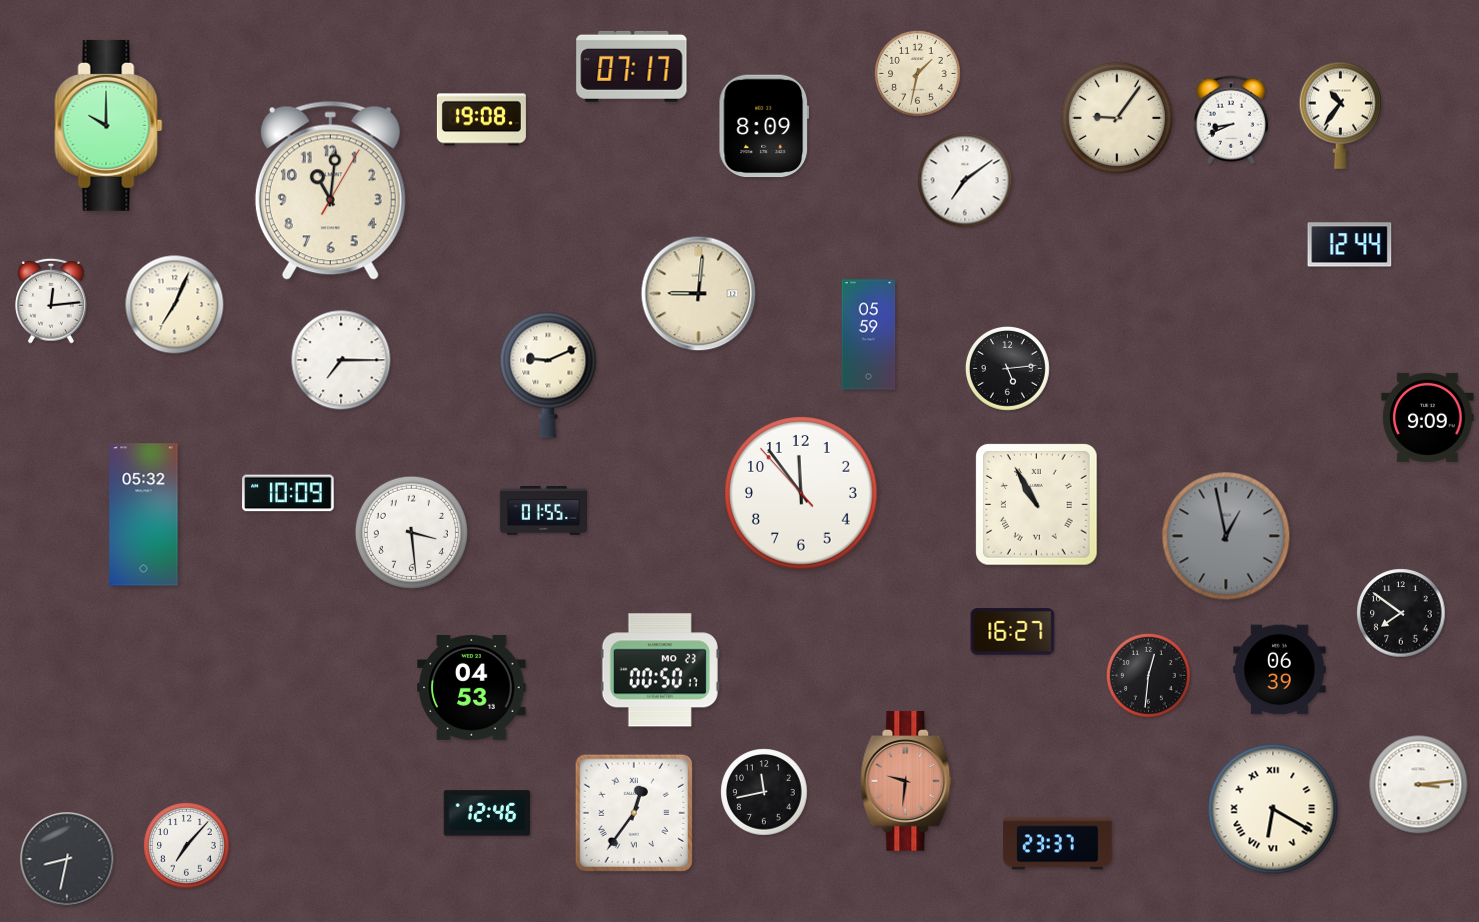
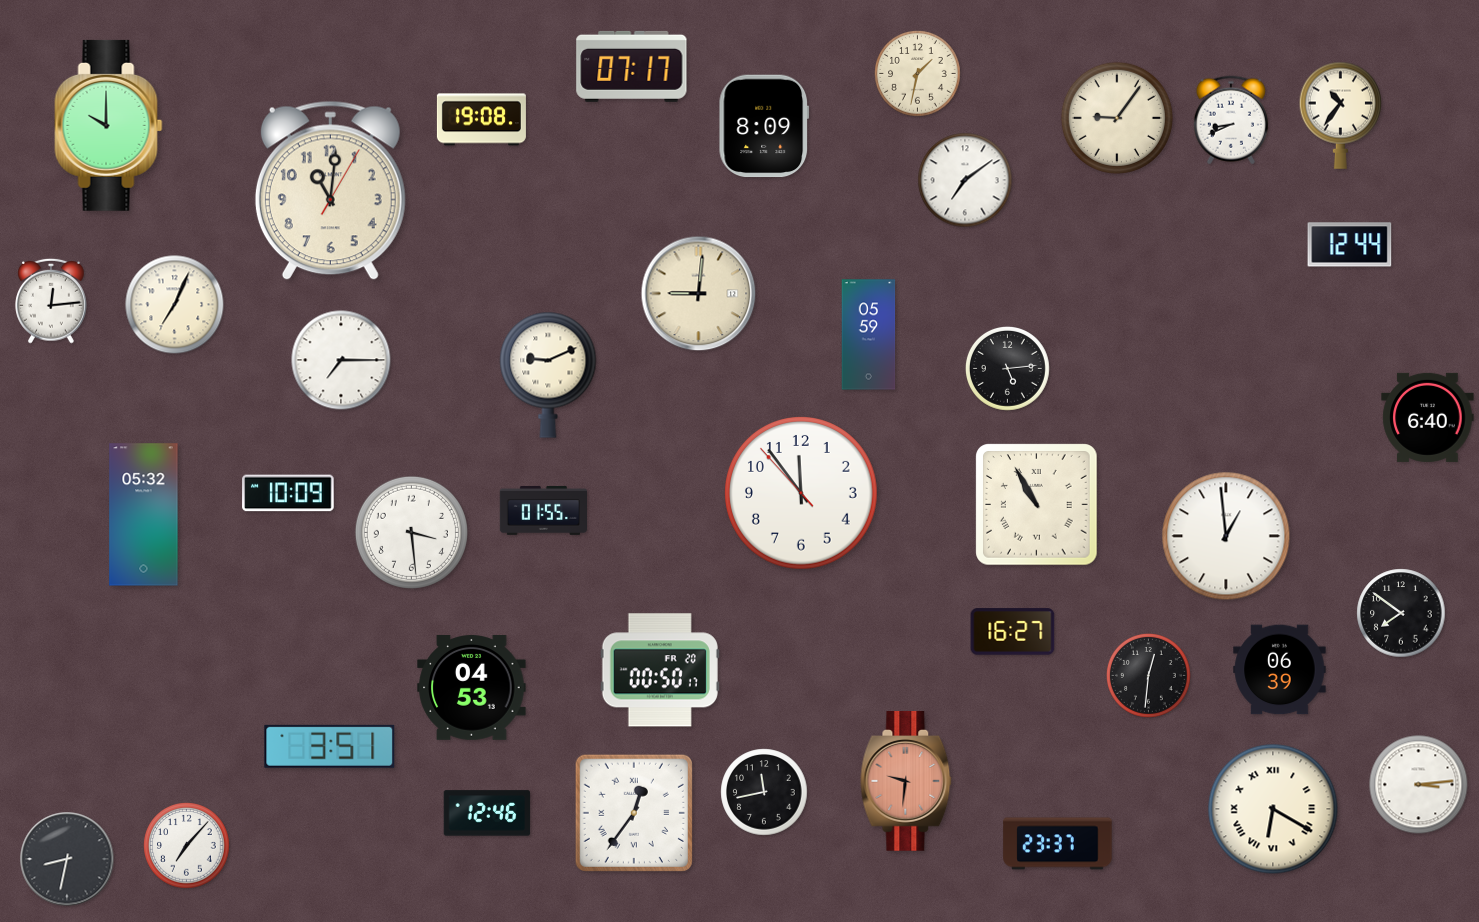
clock at (1428, 417): 9:09 -> 6:40
clock at (1226, 536): 12:58 -> 12:59
clock at (1226, 536) dial: grey -> white
clock at (660, 670) date: MO 23 -> FR 20
clock at (330, 746): none -> 3:51
